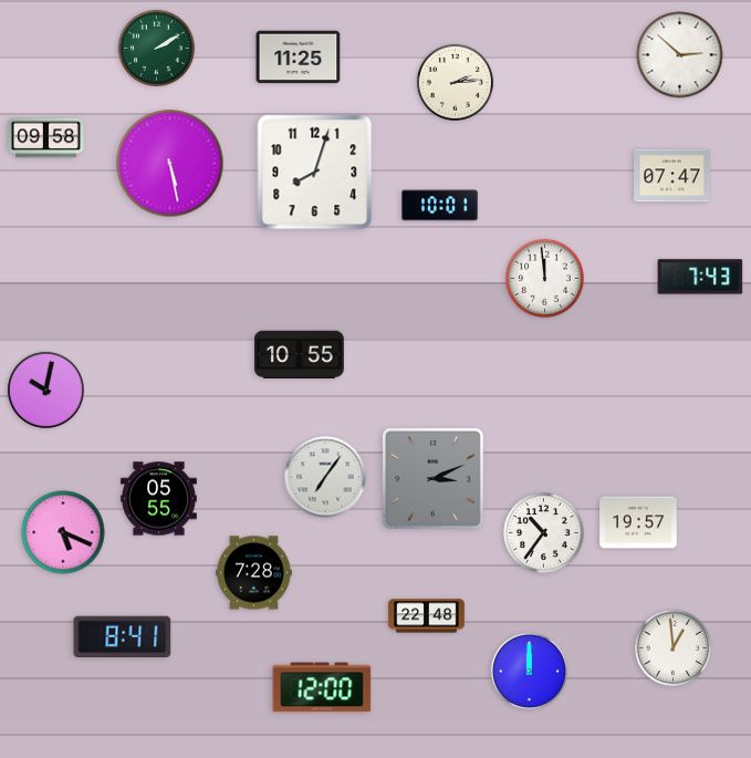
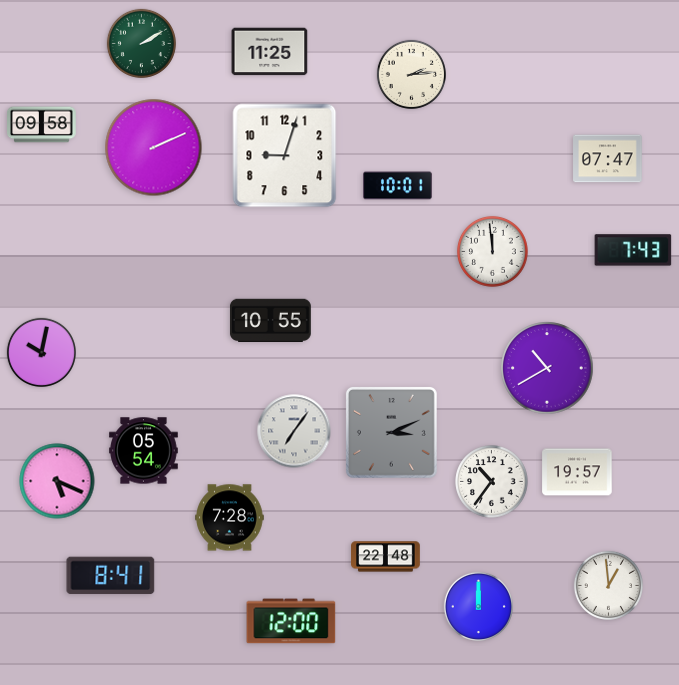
clock at (680, 55): 2:52 -> none
clock at (170, 164): 5:28 -> 2:11
clock at (315, 173): 8:03 -> 9:03
clock at (547, 368): none -> 10:40
clock at (159, 499): 05:55 -> 05:54
